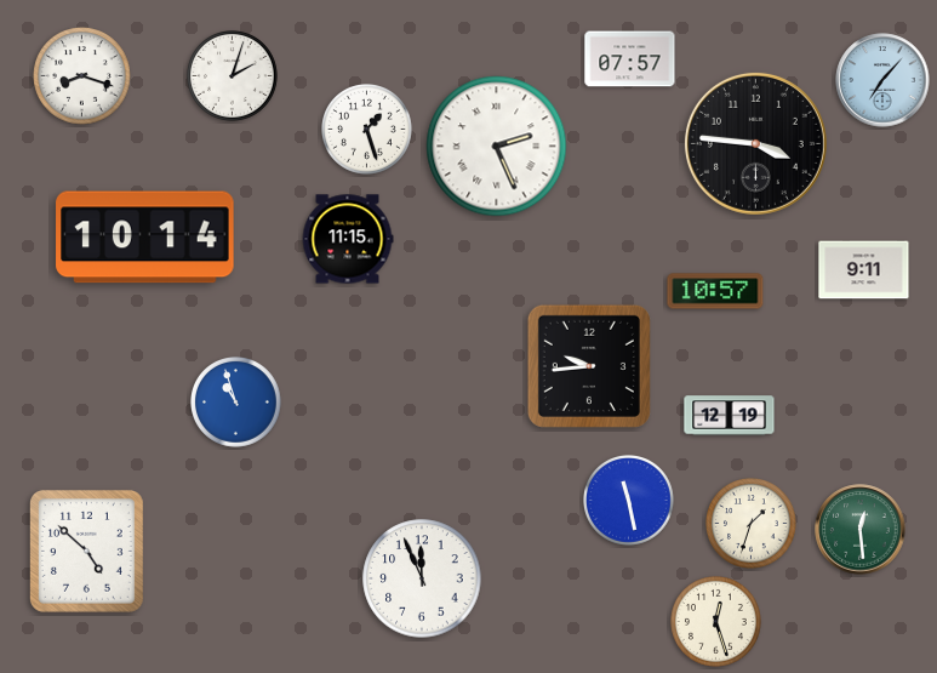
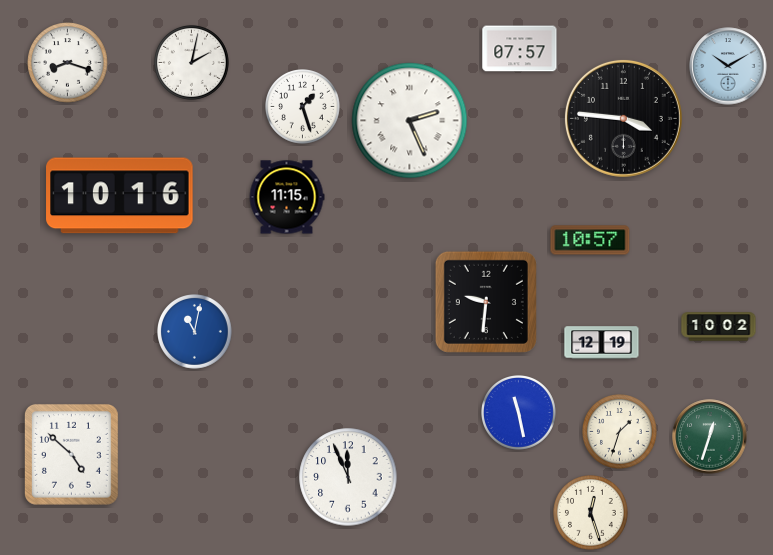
clock at (233, 76): 2:03 -> 2:02
clock at (882, 80): 7:07 -> 10:10
clock at (145, 238): 10:14 -> 10:16
clock at (864, 270): 9:11 -> none
clock at (589, 366): 9:44 -> 9:31
clock at (719, 327): none -> 10:02
clock at (236, 403): 10:57 -> 11:02
clock at (861, 530): 12:29 -> 12:33
